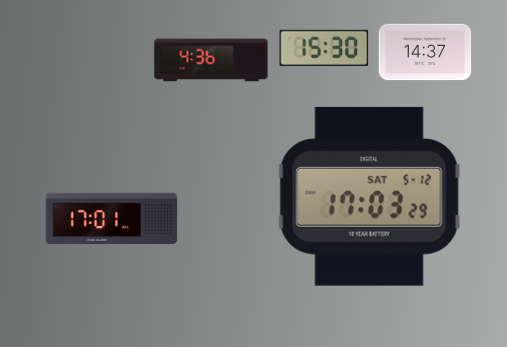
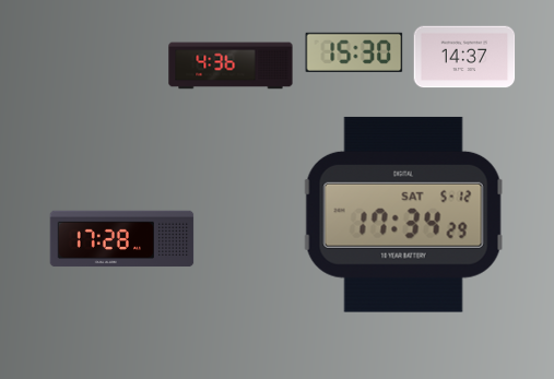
clock at (370, 196): 17:03 -> 17:34
clock at (112, 219): 17:01 -> 17:28
